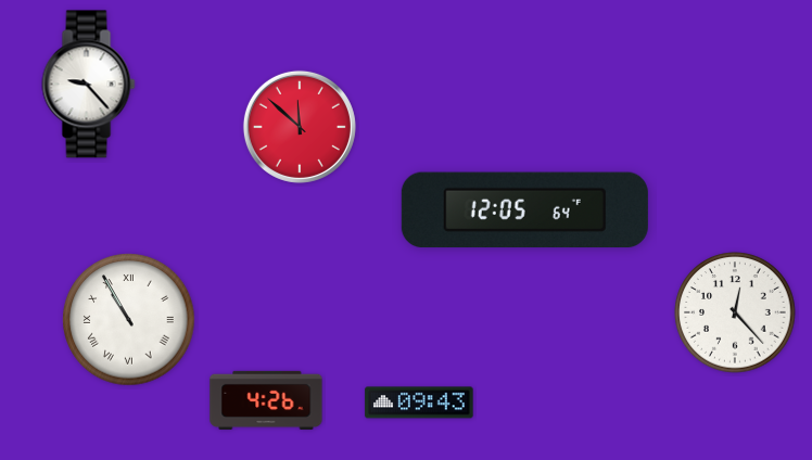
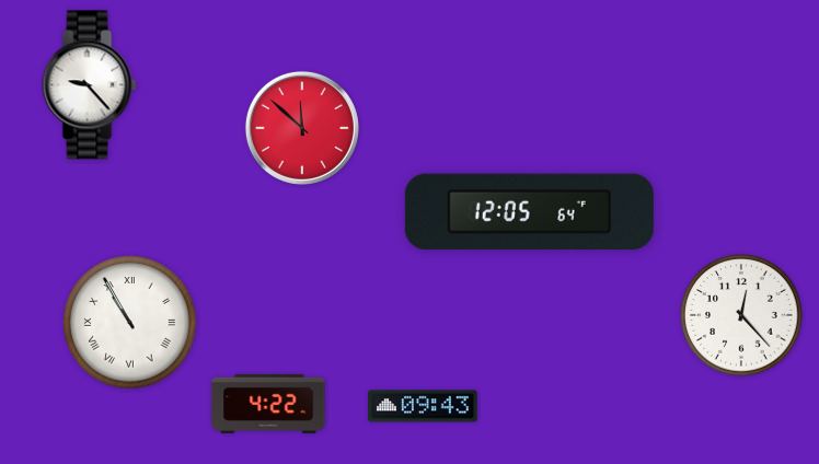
clock at (266, 400): 4:26 -> 4:22
